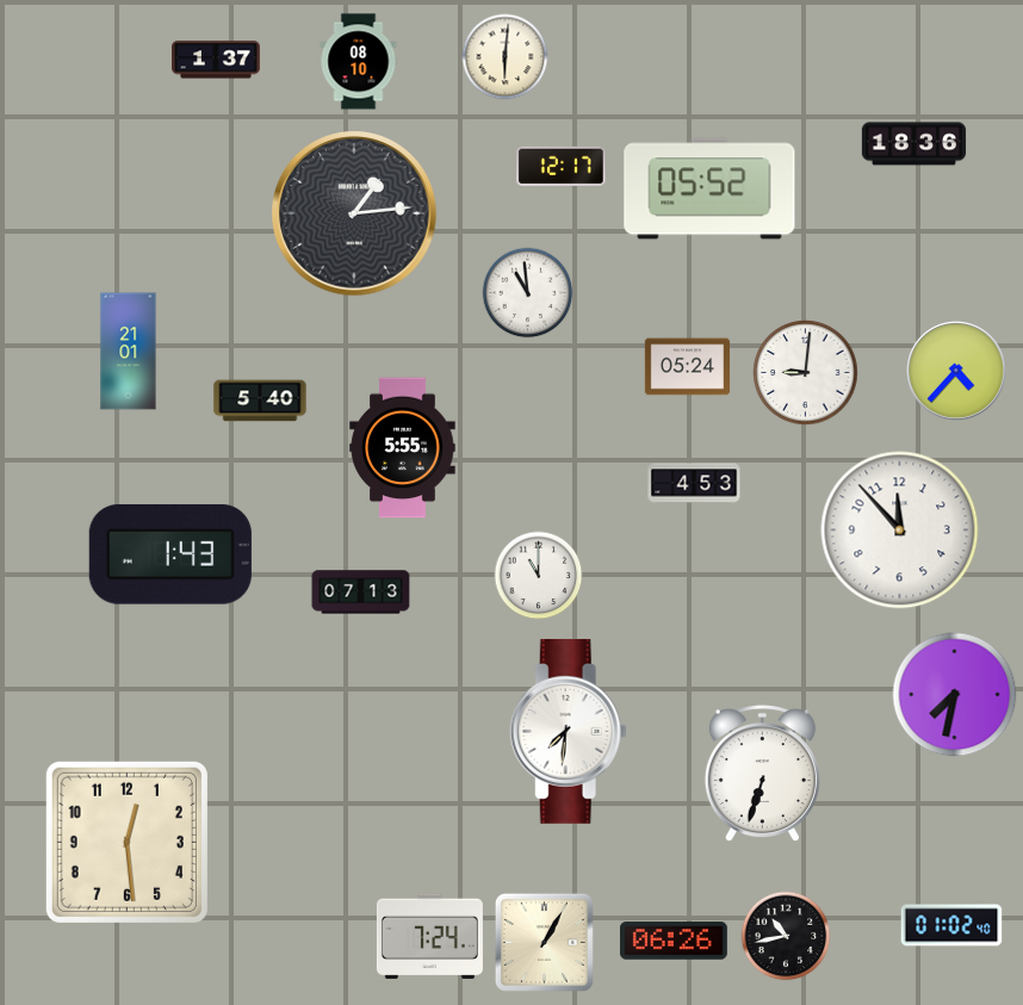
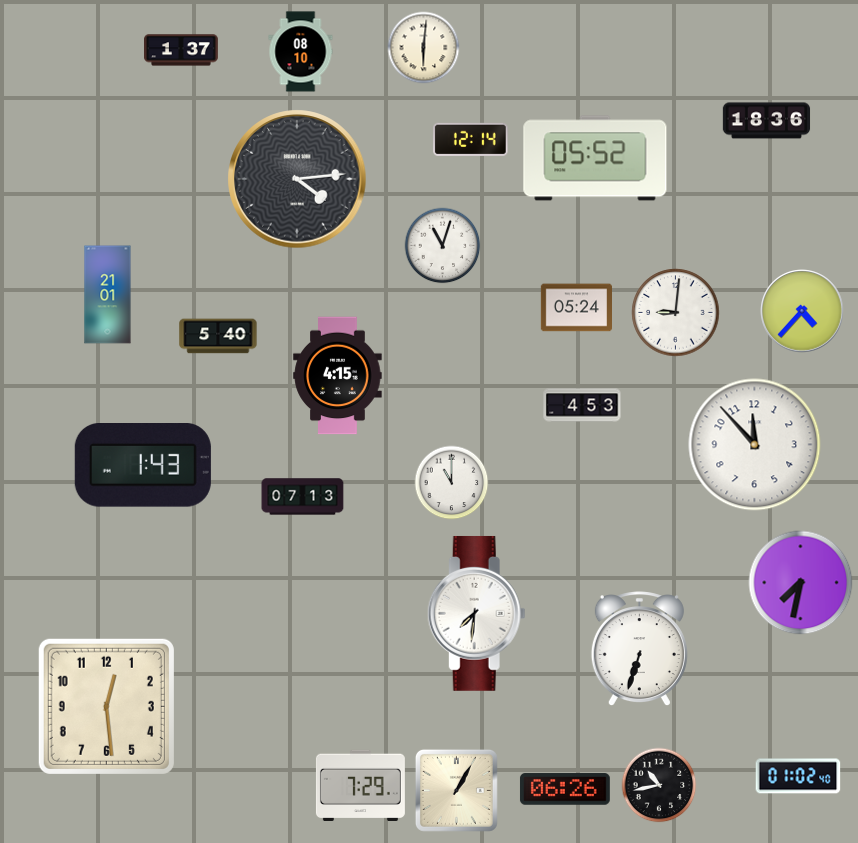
clock at (562, 166): 12:17 -> 12:14
clock at (354, 213): 1:14 -> 4:14
clock at (528, 293): 10:59 -> 11:03
clock at (403, 448): 5:55 -> 4:15
clock at (429, 936): 7:24 -> 7:29
